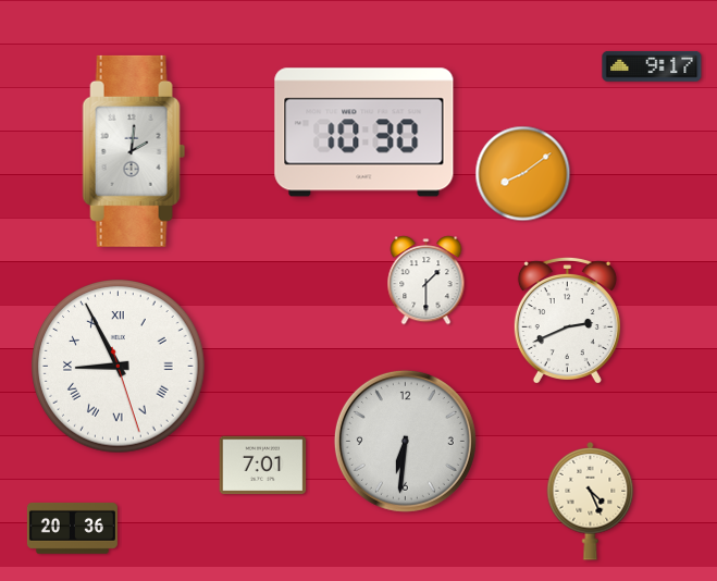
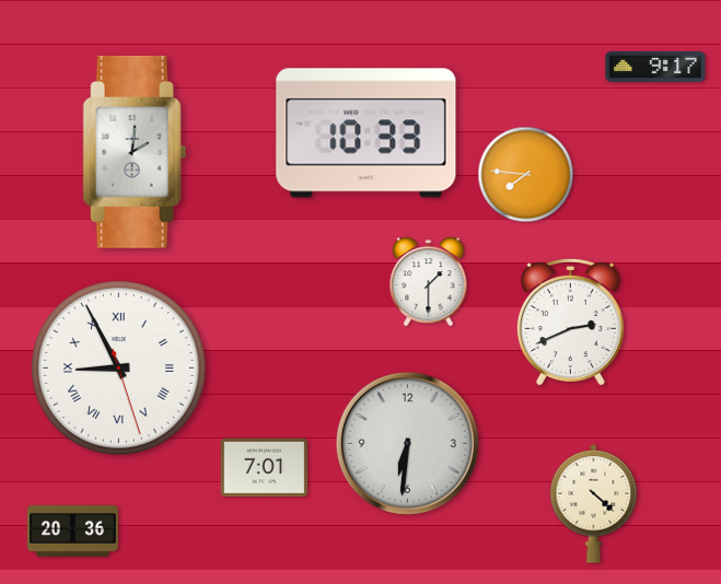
clock at (364, 133): 10:30 -> 10:33
clock at (523, 174): 8:09 -> 7:46
clock at (591, 502): 4:26 -> 4:22
